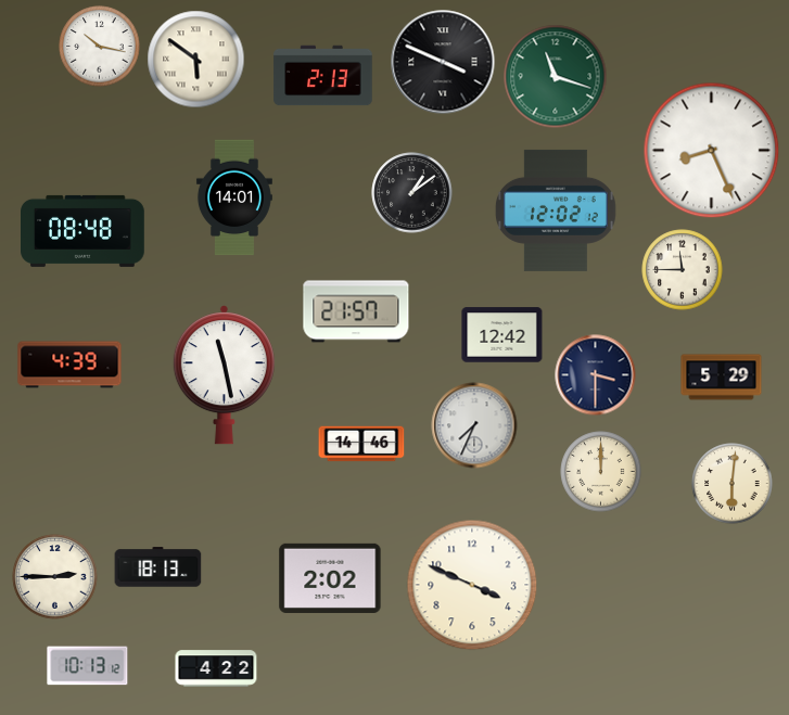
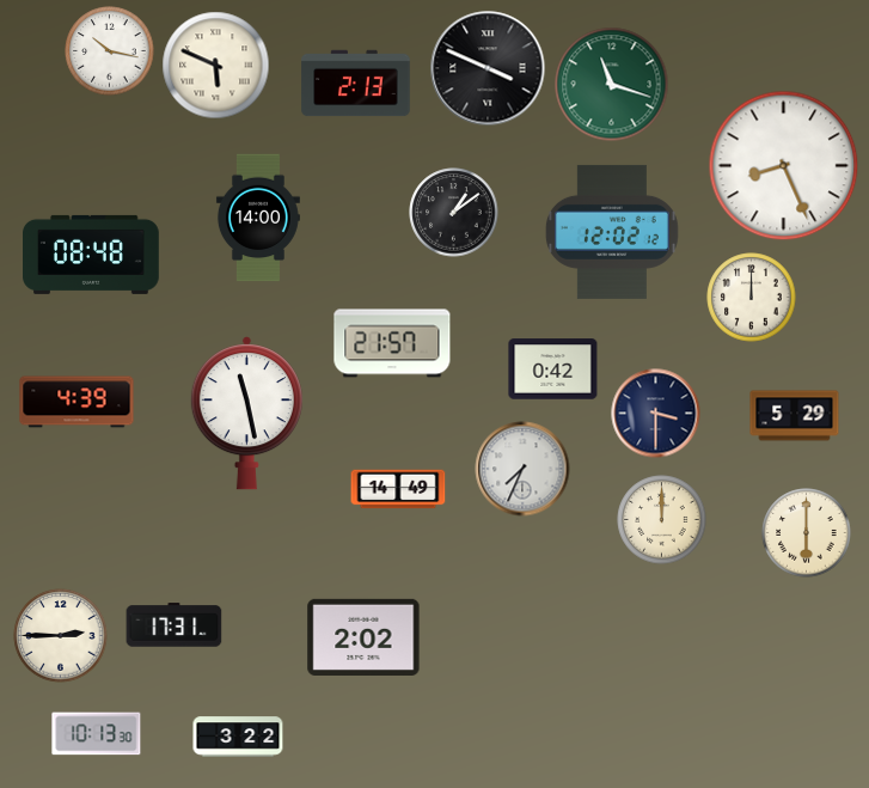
clock at (196, 60): 5:51 -> 5:49
clock at (234, 197): 14:01 -> 14:00
clock at (683, 270): 11:45 -> 12:00
clock at (502, 335): 12:42 -> 0:42
clock at (361, 444): 14:46 -> 14:49
clock at (733, 484): 6:01 -> 6:00
clock at (158, 567): 18:13 -> 17:31
clock at (472, 585): 3:49 -> none
clock at (88, 666): 10:13:12 -> 10:13:30
clock at (216, 668): 4:22 -> 3:22
